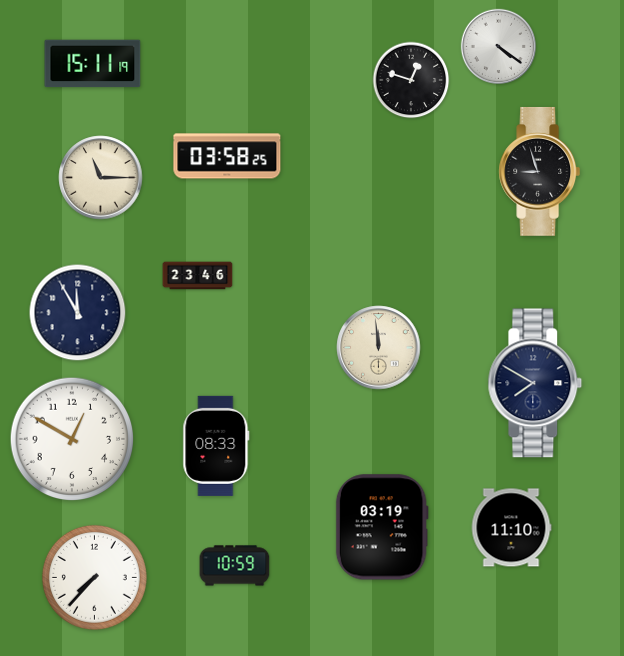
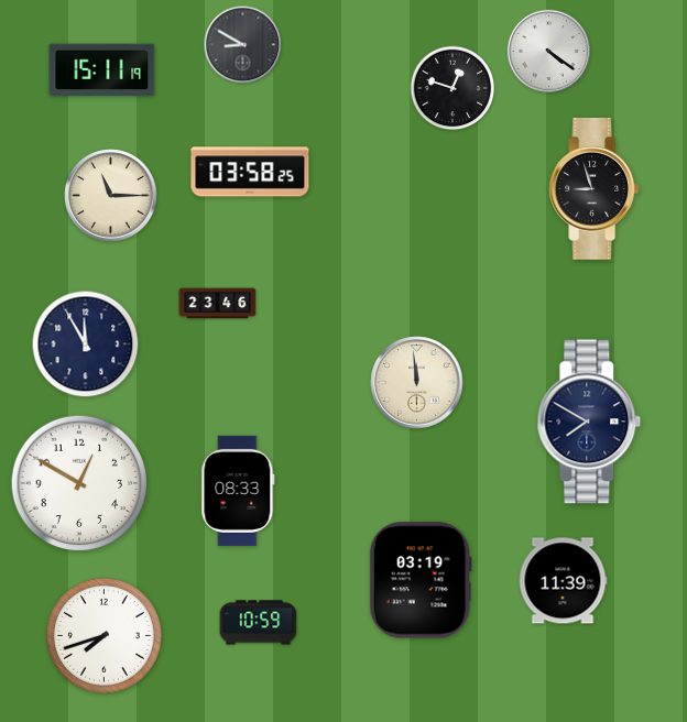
clock at (243, 45): none -> 8:50
clock at (511, 528): 11:10 -> 11:39
clock at (94, 577): 7:37 -> 7:42
